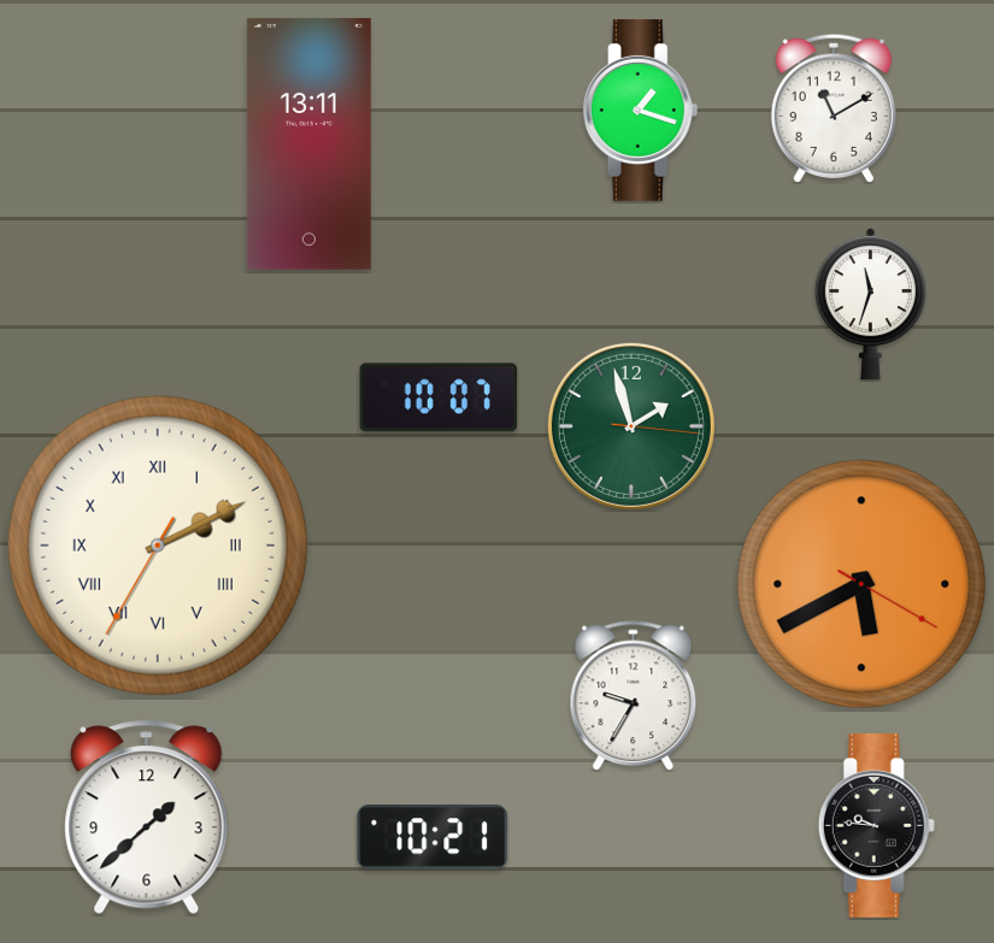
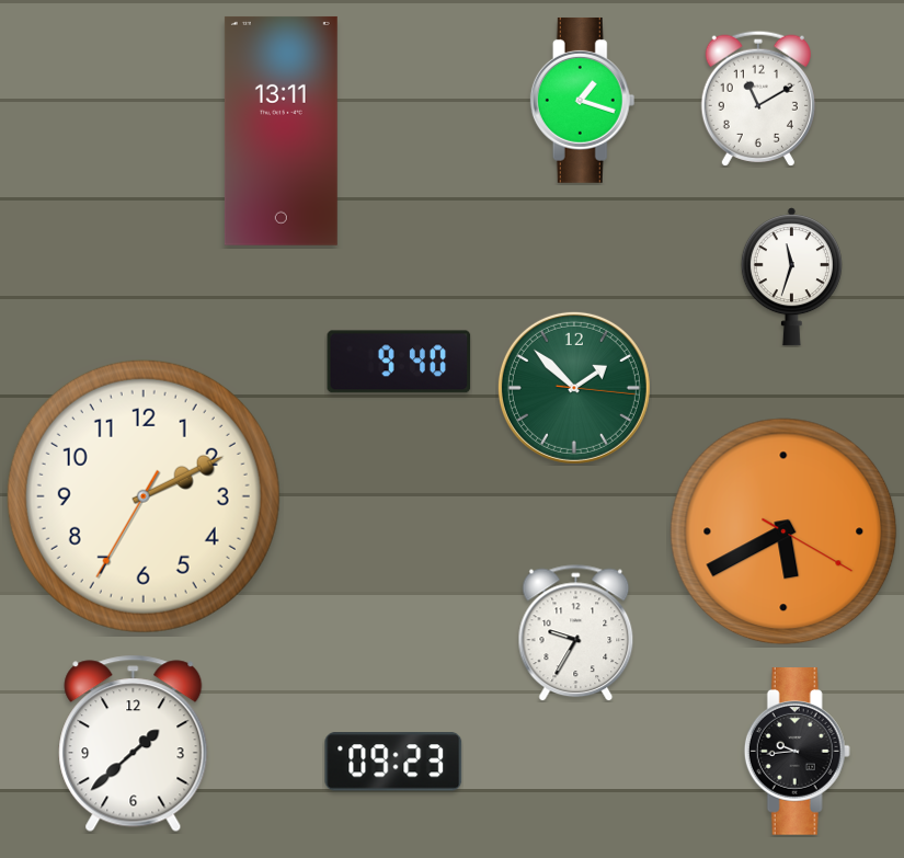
clock at (439, 397): 10:07 -> 9:40
clock at (631, 426): 1:57 -> 1:52
clock at (158, 546) numerals: Roman -> Arabic
clock at (876, 826): 9:46 -> 9:44
clock at (433, 837): 10:21 -> 09:23
